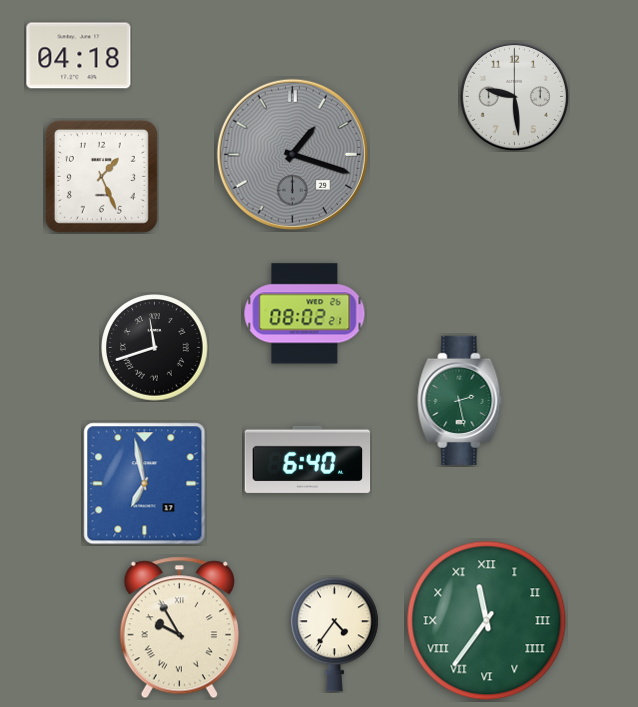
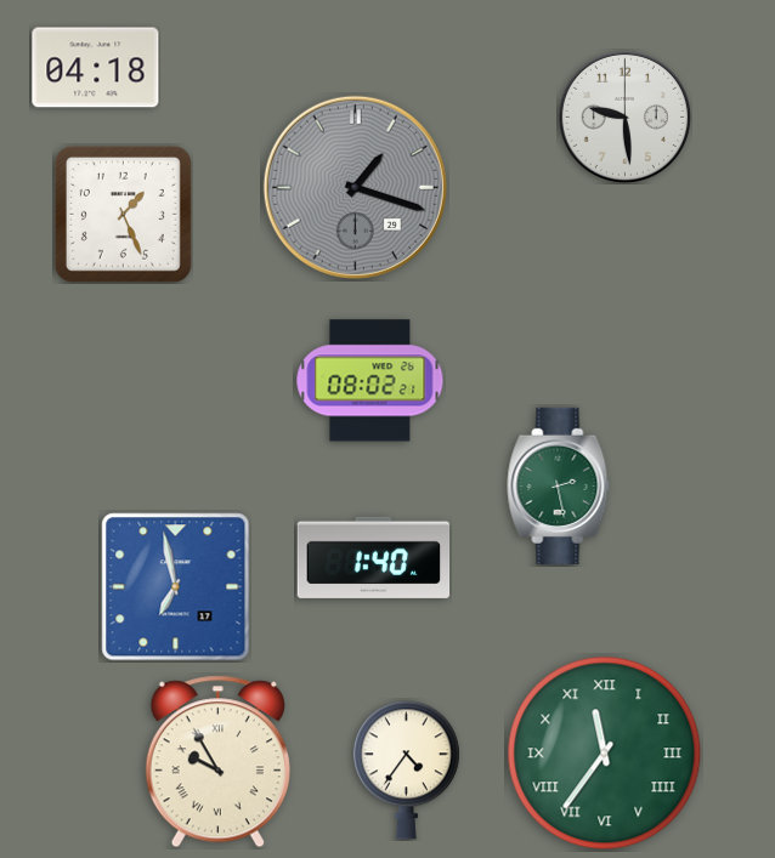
clock at (155, 348): 11:42 -> none
clock at (308, 459): 6:40 -> 1:40
clock at (487, 621) position: (487, 621) -> (605, 754)
